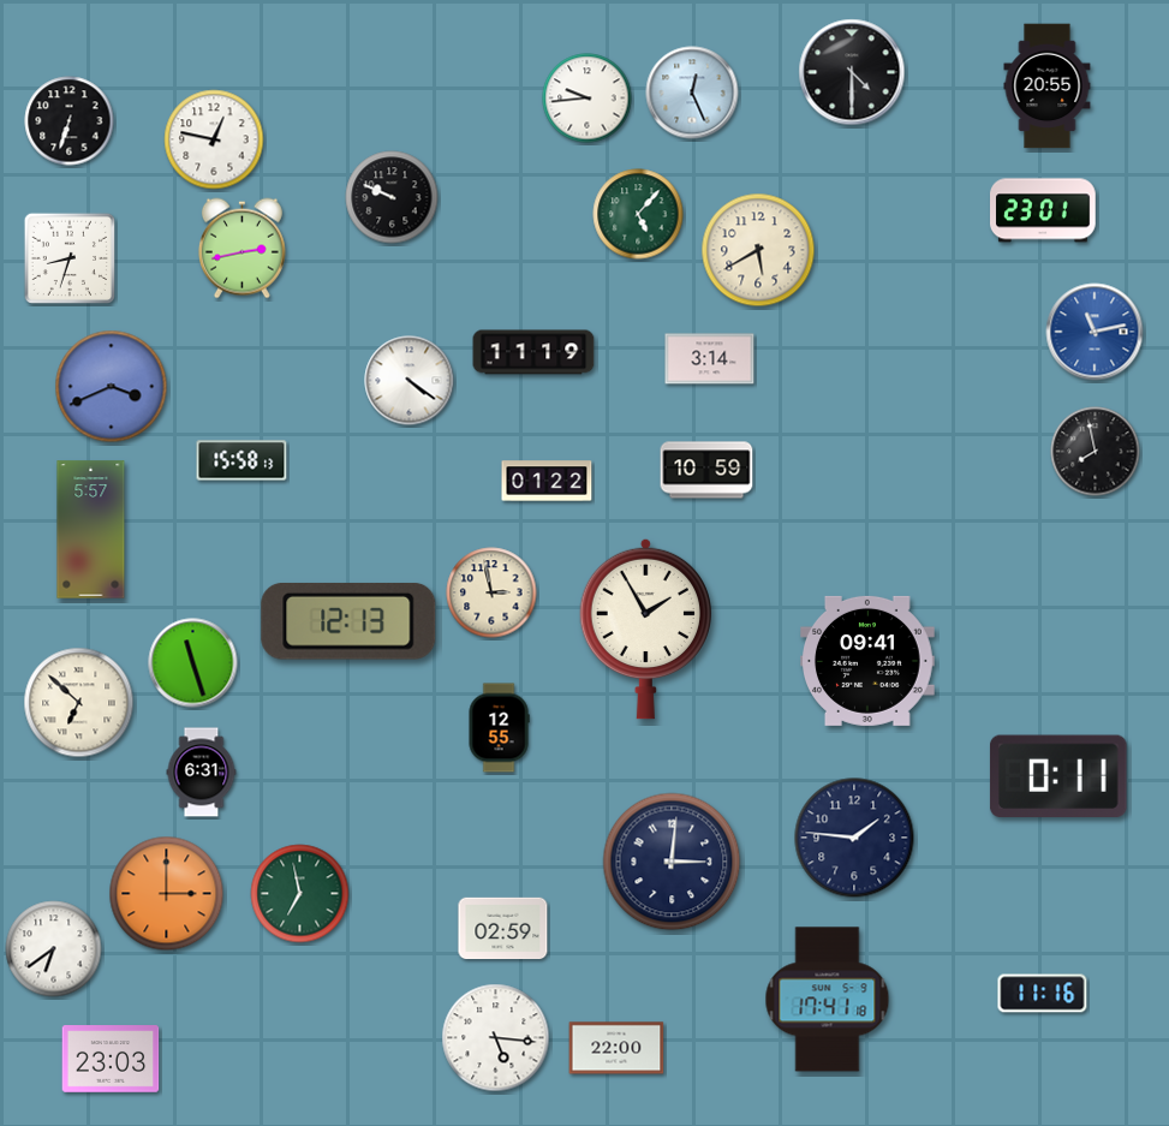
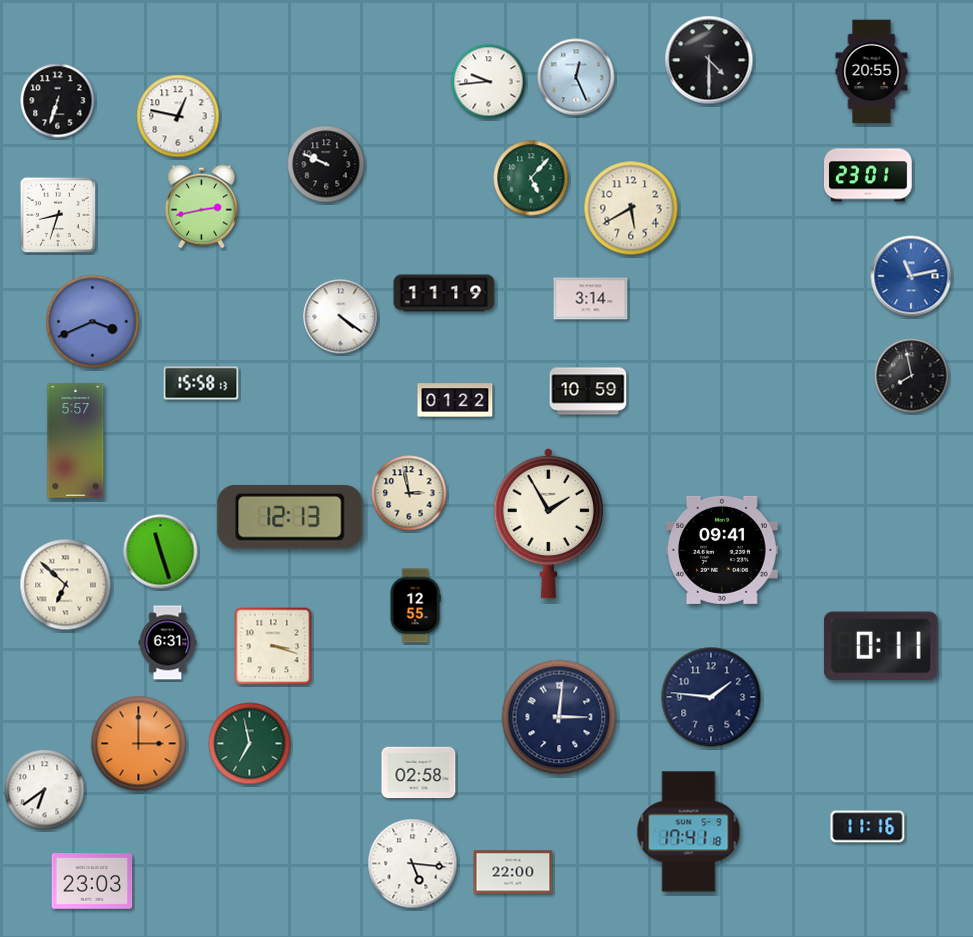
clock at (645, 628) position: (645, 628) -> (548, 523)
clock at (273, 646): none -> 3:18
clock at (503, 929): 02:59 -> 02:58
